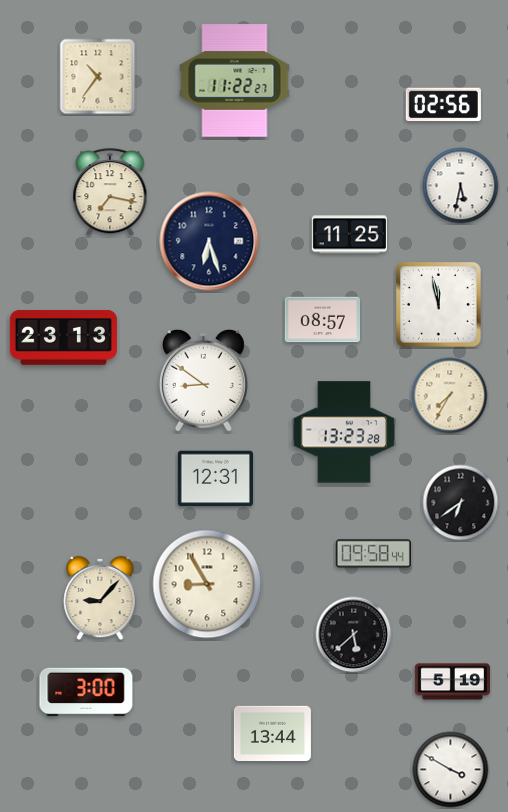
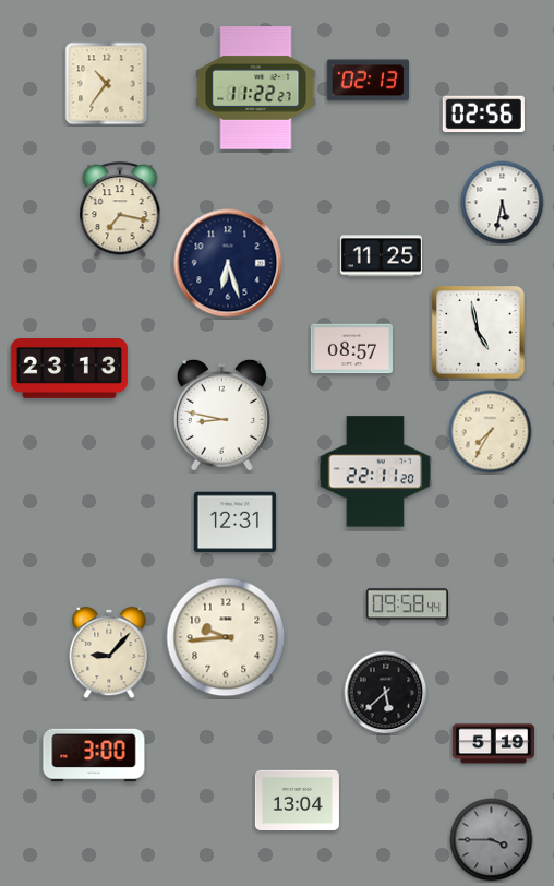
clock at (368, 81): none -> 02:13
clock at (439, 305): 11:58 -> 4:58
clock at (203, 380): 8:51 -> 8:47
clock at (344, 432): 13:23 -> 22:11
clock at (461, 503): 6:39 -> none
clock at (207, 584): 8:55 -> 9:44
clock at (272, 734): 13:44 -> 13:04
clock at (451, 770): 3:50 -> 3:45
clock at (451, 770) dial: white -> grey
